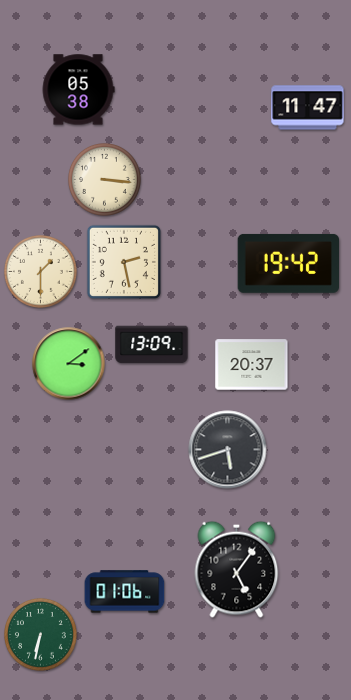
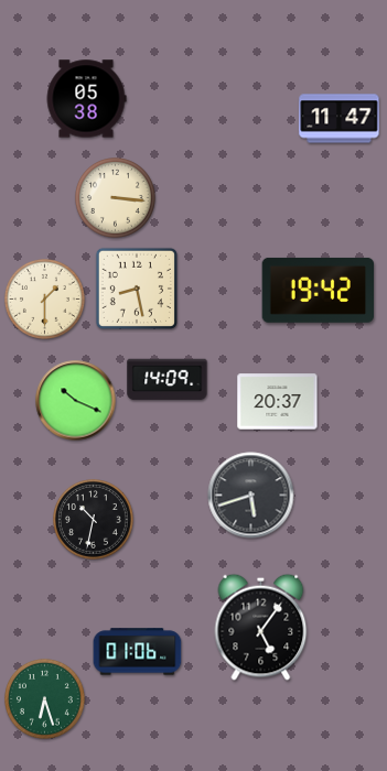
clock at (124, 262): 2:28 -> 8:28
clock at (152, 345): 13:09 -> 14:09
clock at (69, 364): 3:09 -> 10:19
clock at (94, 520): none -> 10:32
clock at (41, 635): 6:32 -> 6:27
